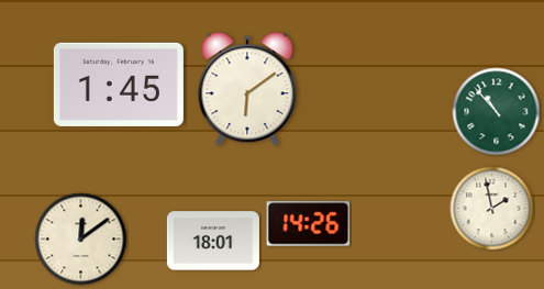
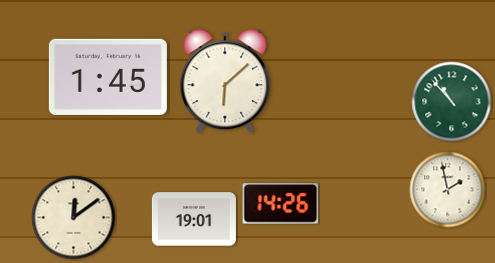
clock at (247, 90): 6:09 -> 6:08
clock at (213, 241): 18:01 -> 19:01
